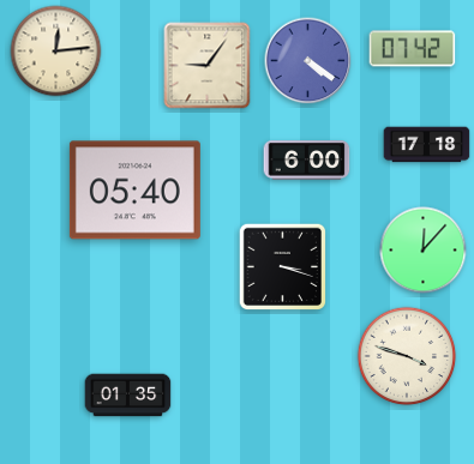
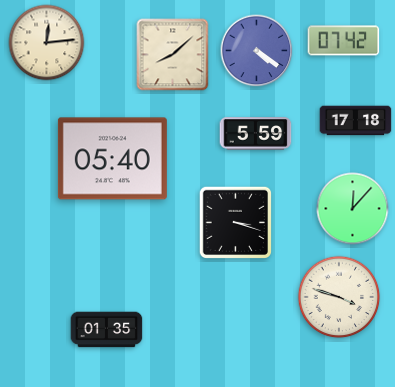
clock at (208, 66): 9:06 -> 8:08
clock at (307, 161): 6:00 -> 5:59
